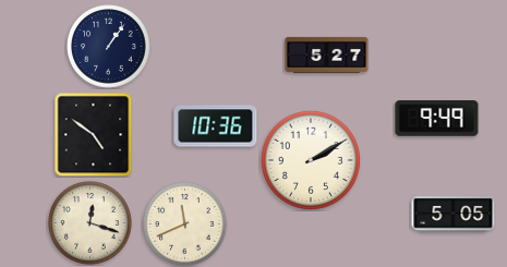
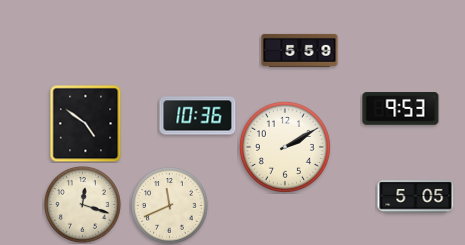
clock at (109, 47): 1:06 -> none
clock at (327, 54): 5:27 -> 5:59
clock at (437, 119): 9:49 -> 9:53
